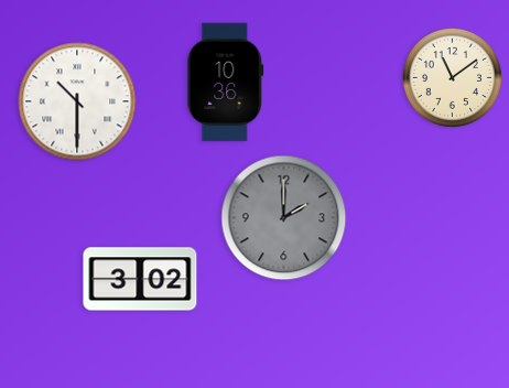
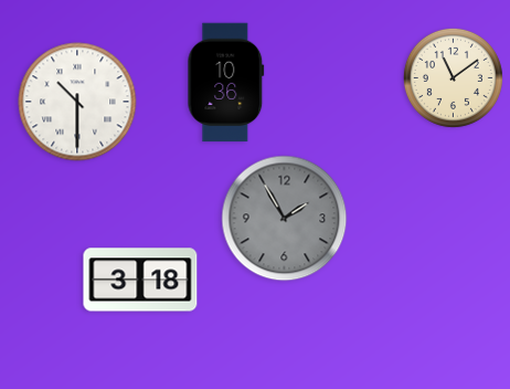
clock at (284, 218): 2:00 -> 1:55
clock at (140, 279): 3:02 -> 3:18
